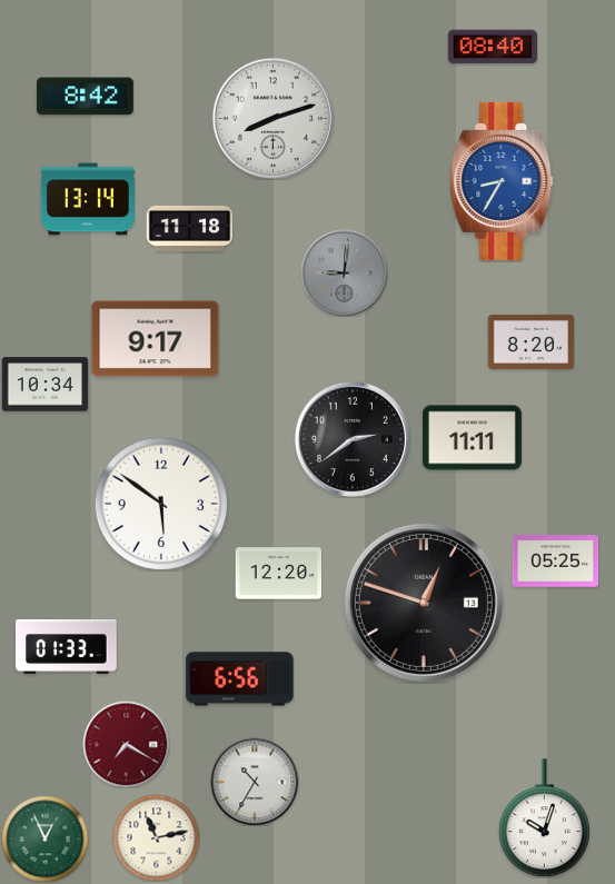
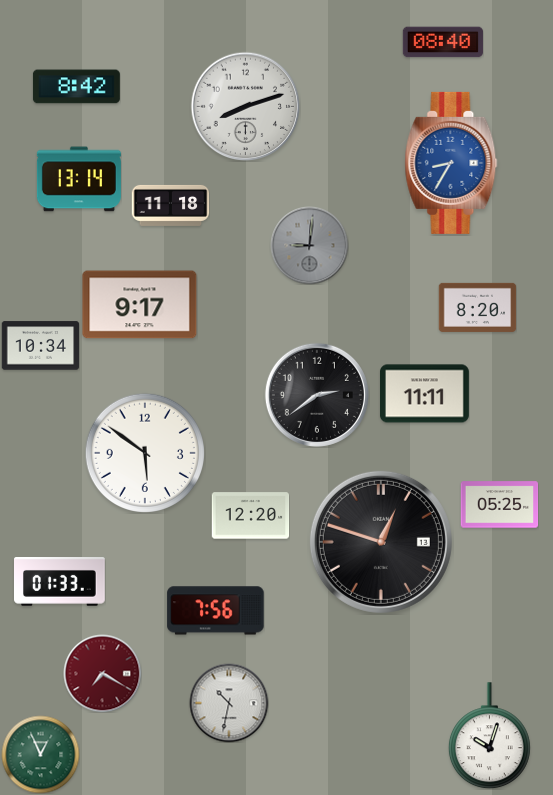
clock at (240, 679): 6:56 -> 7:56
clock at (126, 744) position: (126, 744) -> (102, 673)
clock at (255, 782): 10:35 -> 10:32
clock at (156, 837): 11:13 -> none
